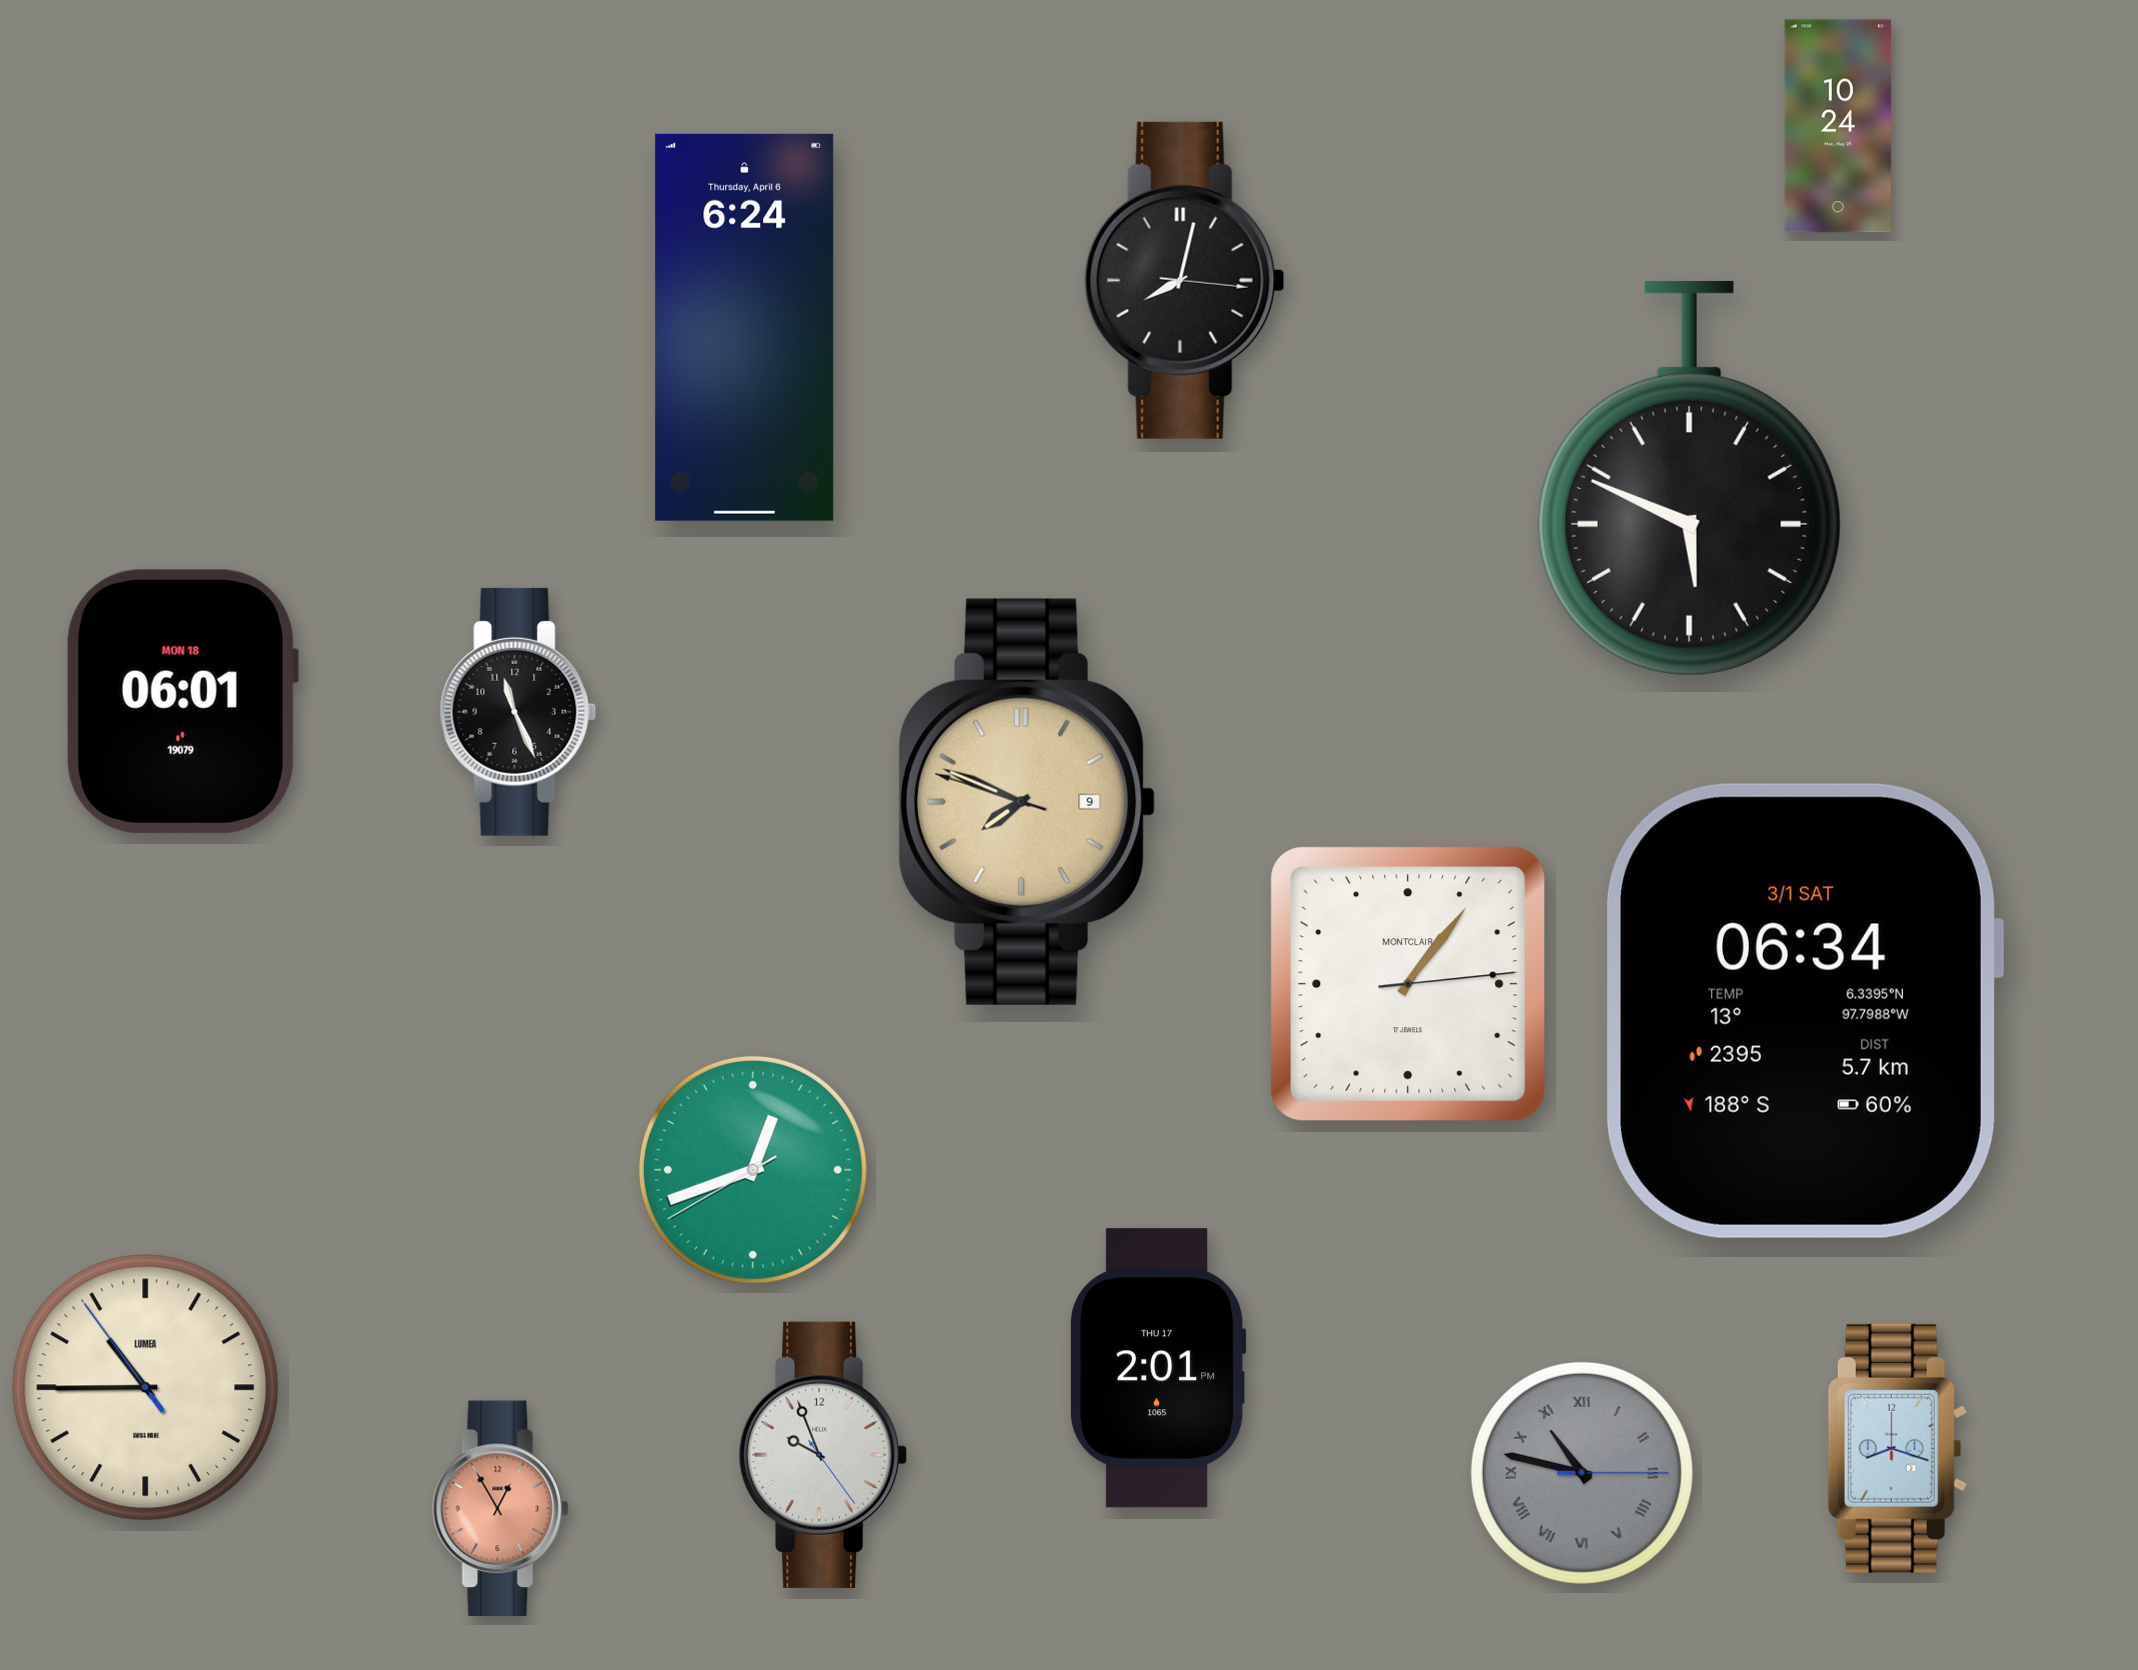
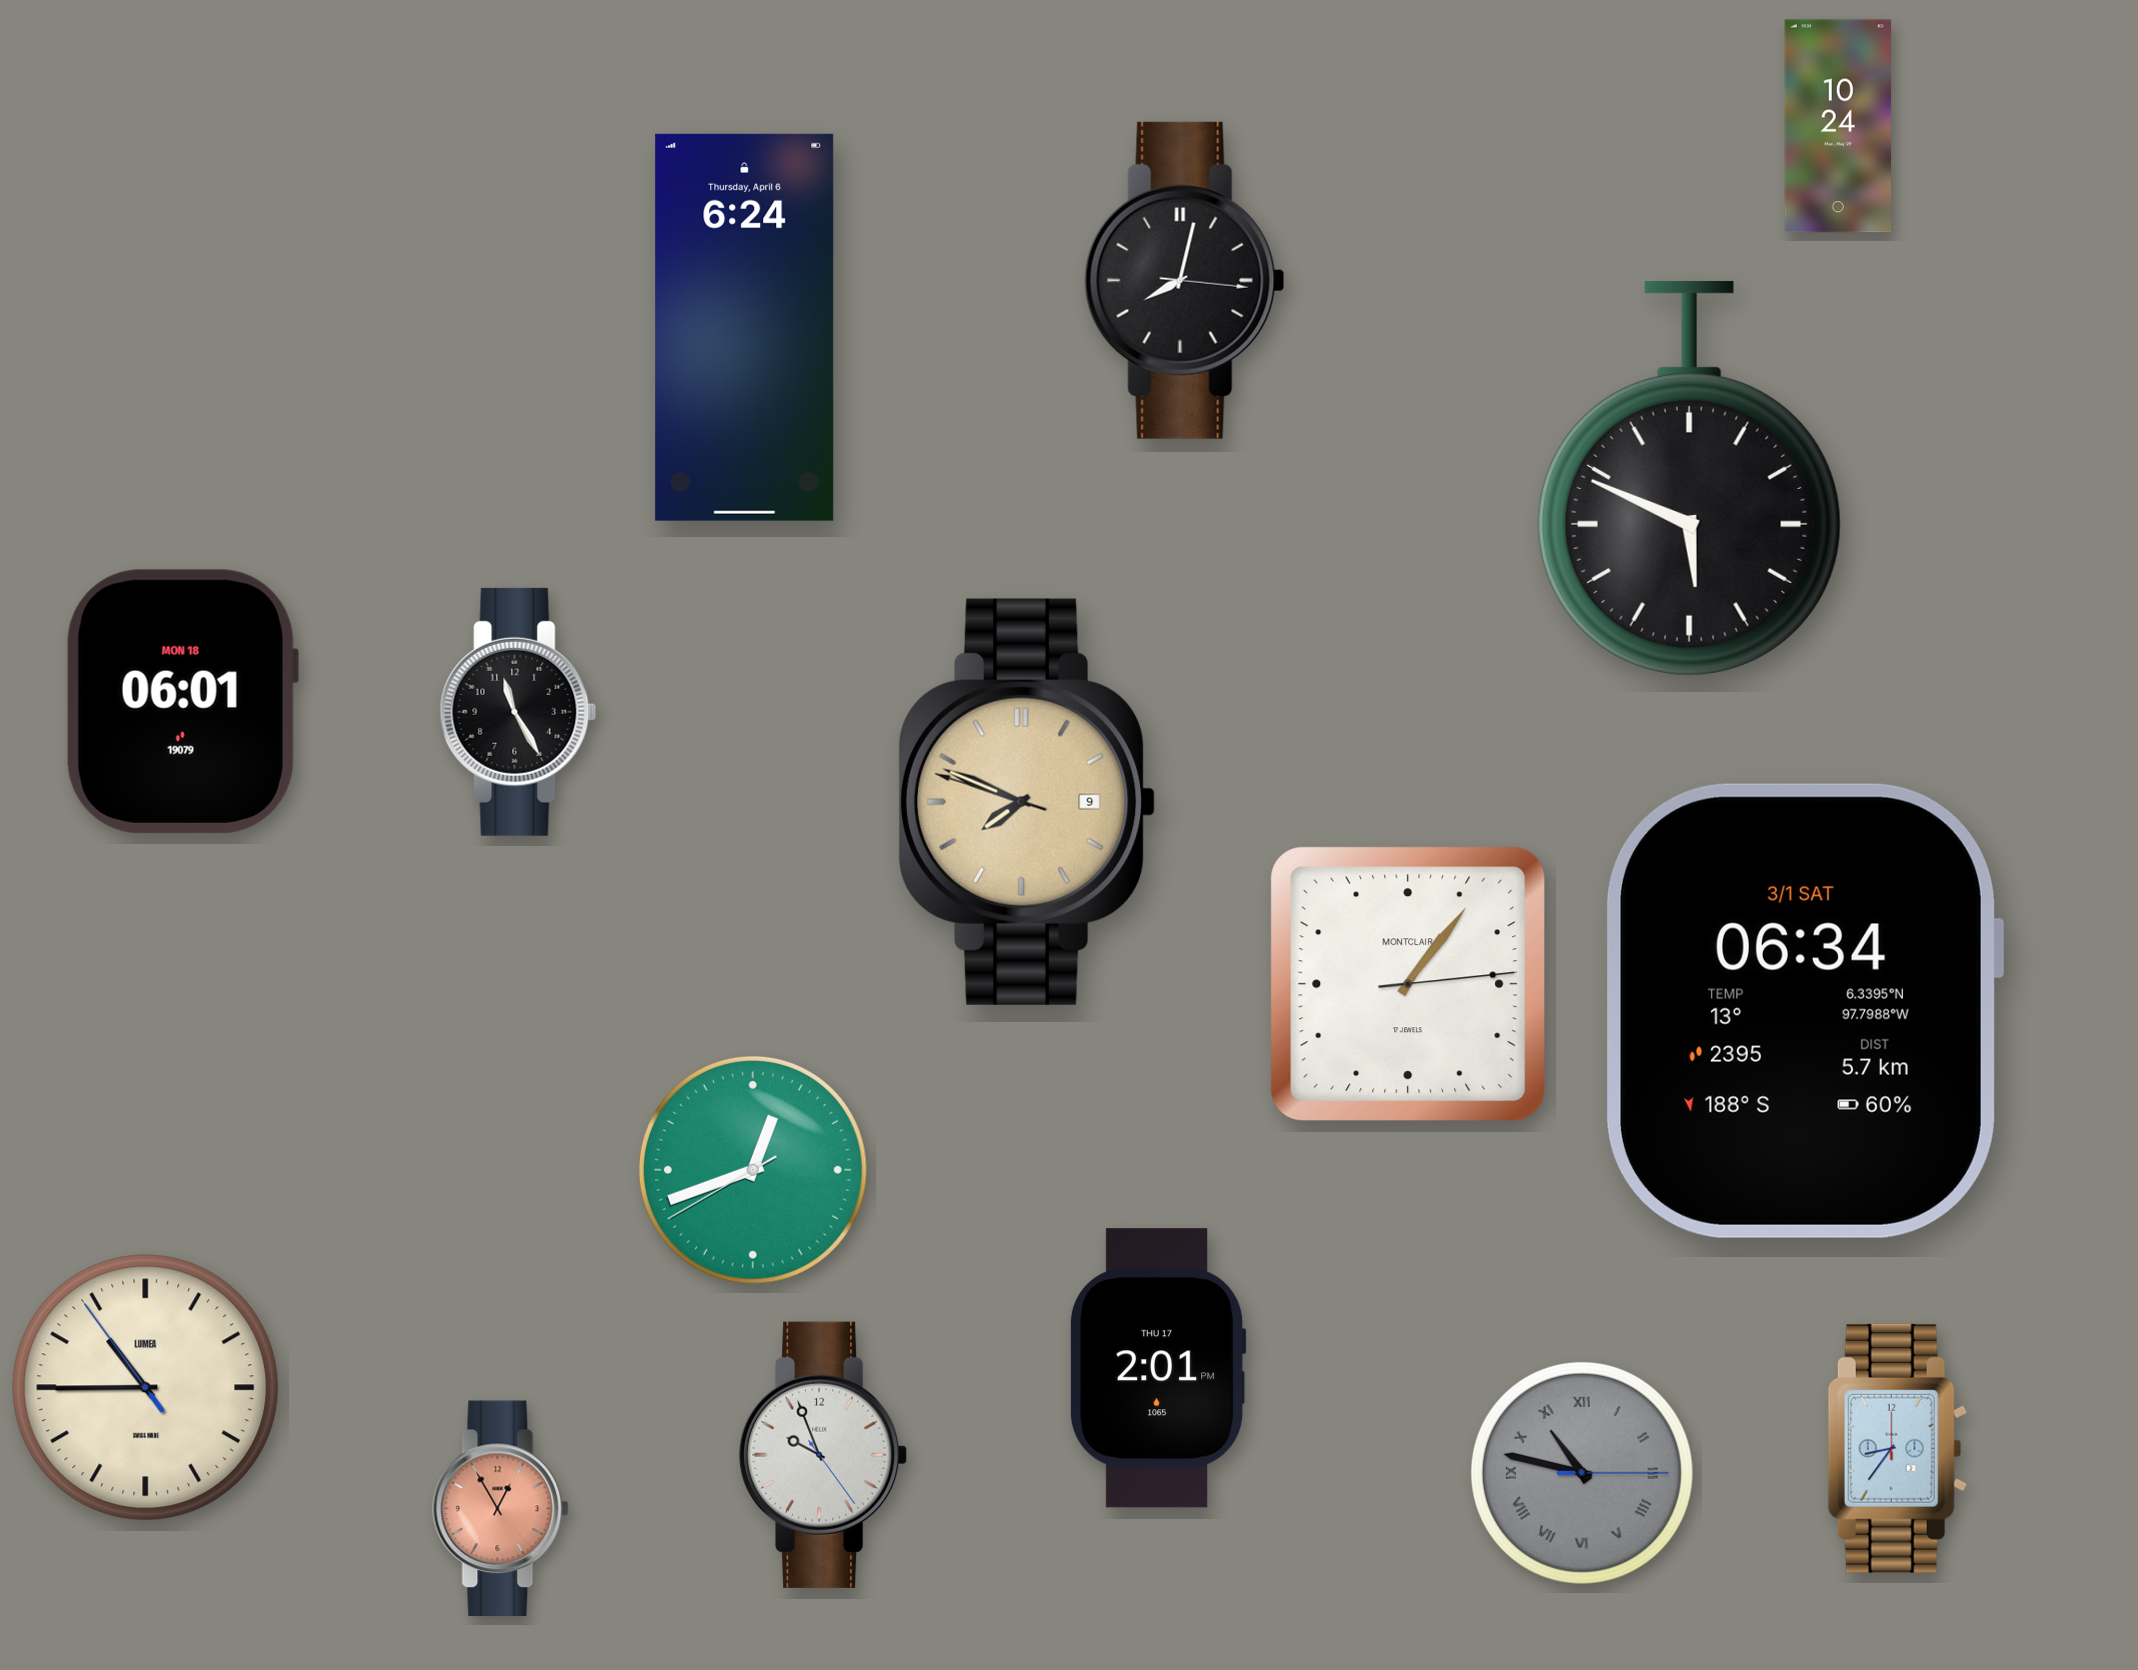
clock at (518, 712): 11:26 -> 11:25
clock at (1897, 1448): 8:18 -> 8:36
